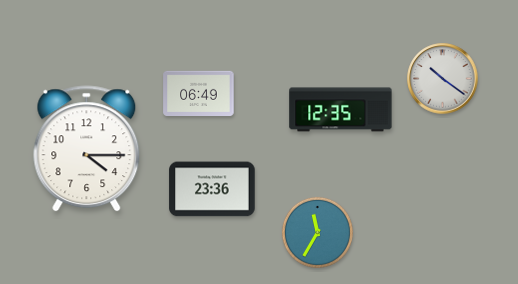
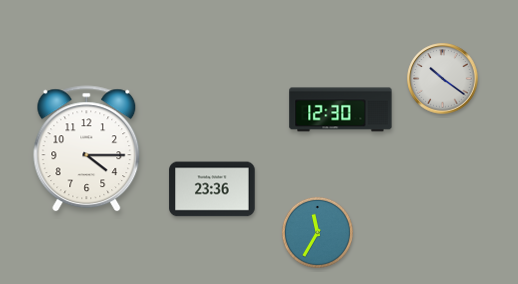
clock at (199, 94): 06:49 -> none
clock at (341, 110): 12:35 -> 12:30
